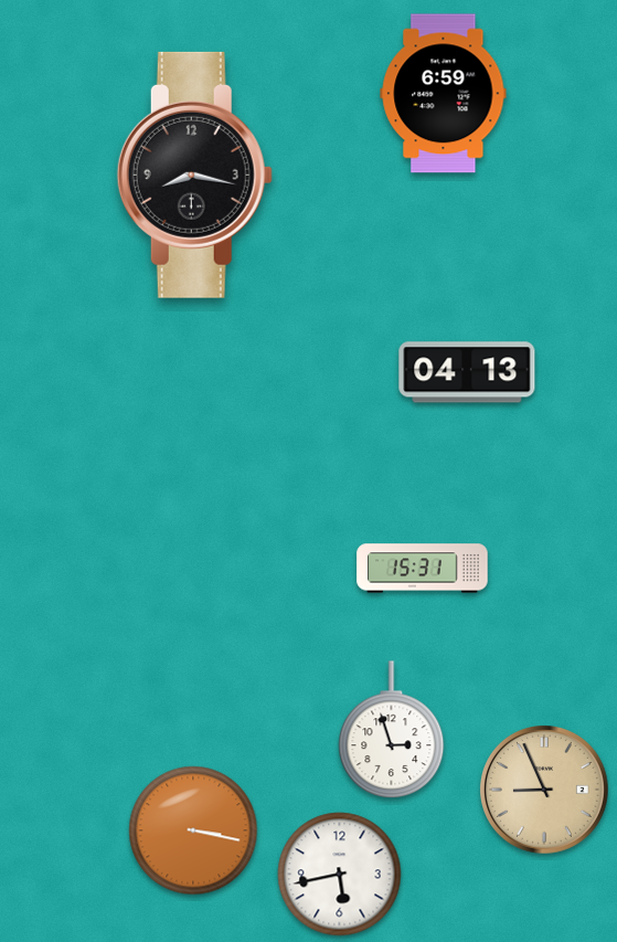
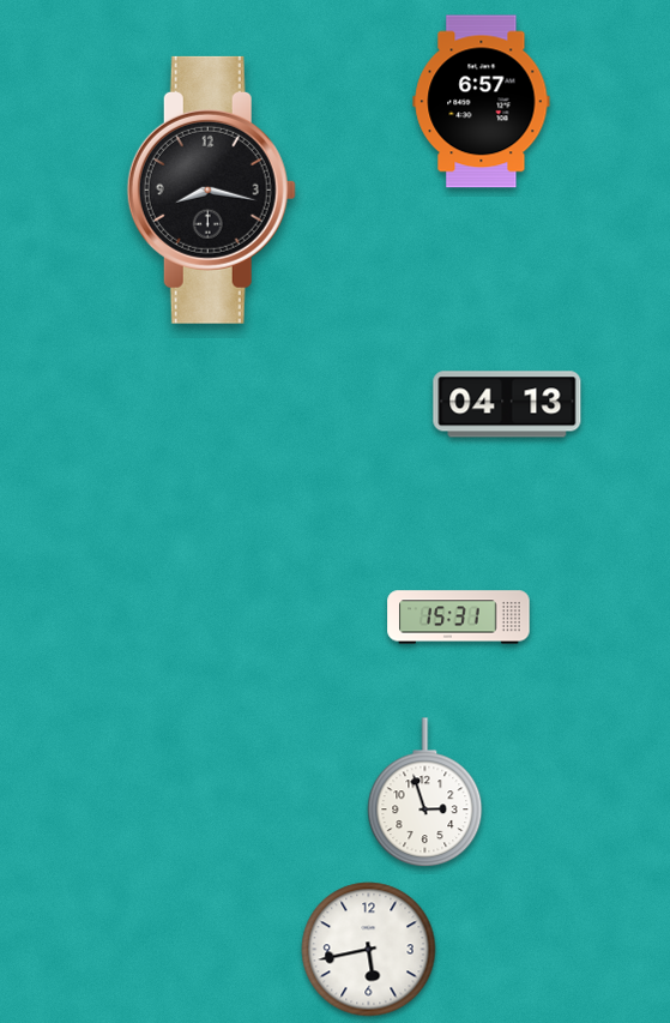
clock at (444, 94): 6:59 -> 6:57
clock at (545, 791): 8:56 -> none
clock at (193, 830): 3:17 -> none
